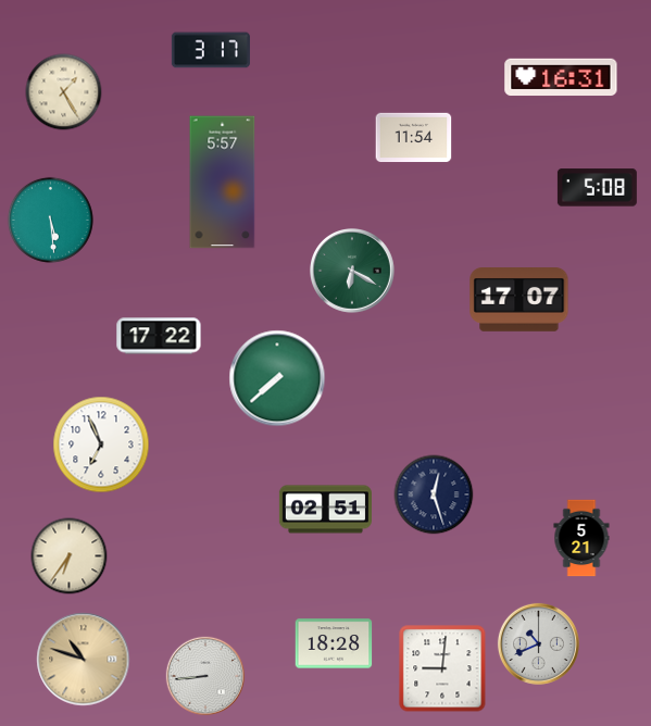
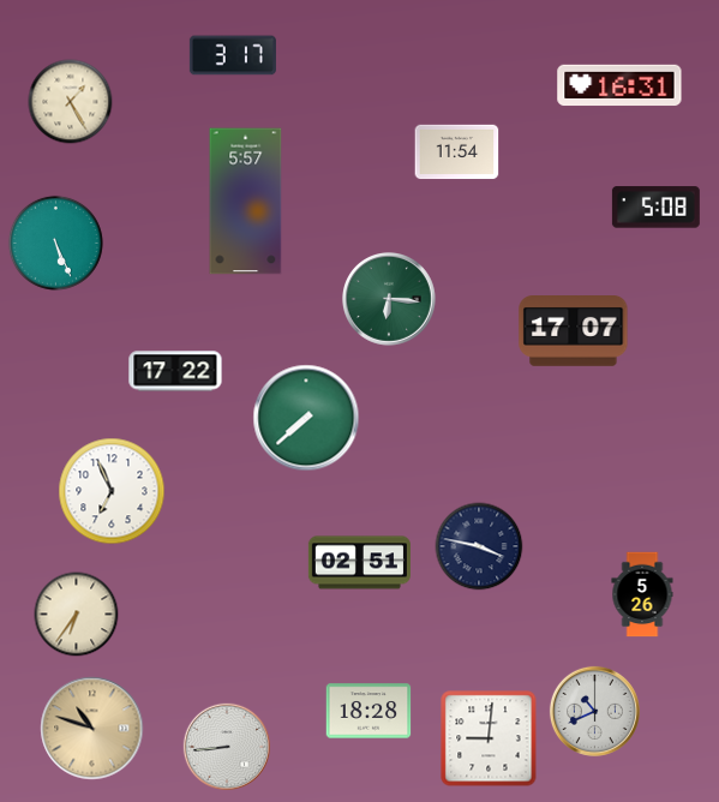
clock at (597, 188) position: (597, 188) -> (655, 208)
clock at (50, 220): 5:29 -> 5:26
clock at (353, 272): 6:20 -> 6:16
clock at (434, 495): 12:27 -> 3:47
clock at (581, 538): 5:21 -> 5:26
